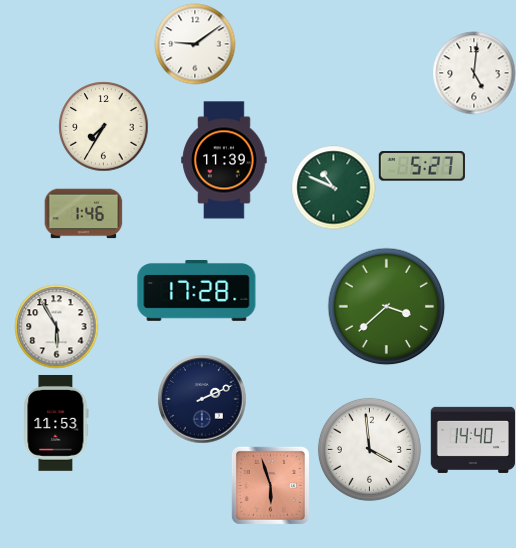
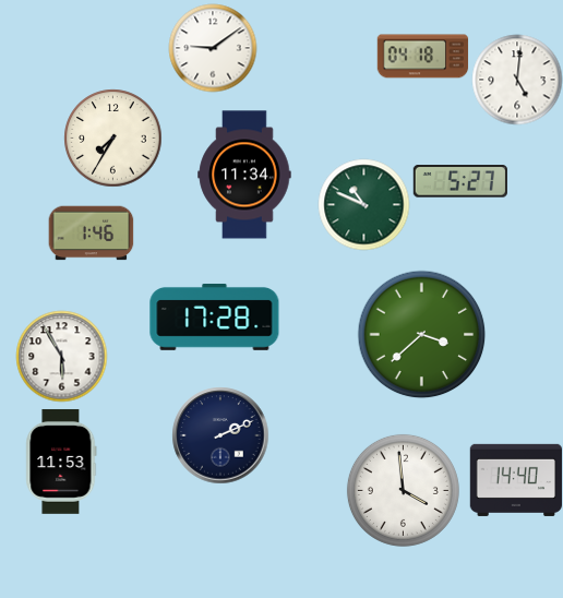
clock at (422, 57): none -> 04:18
clock at (224, 160): 11:39 -> 11:34
clock at (270, 485): 5:57 -> none
